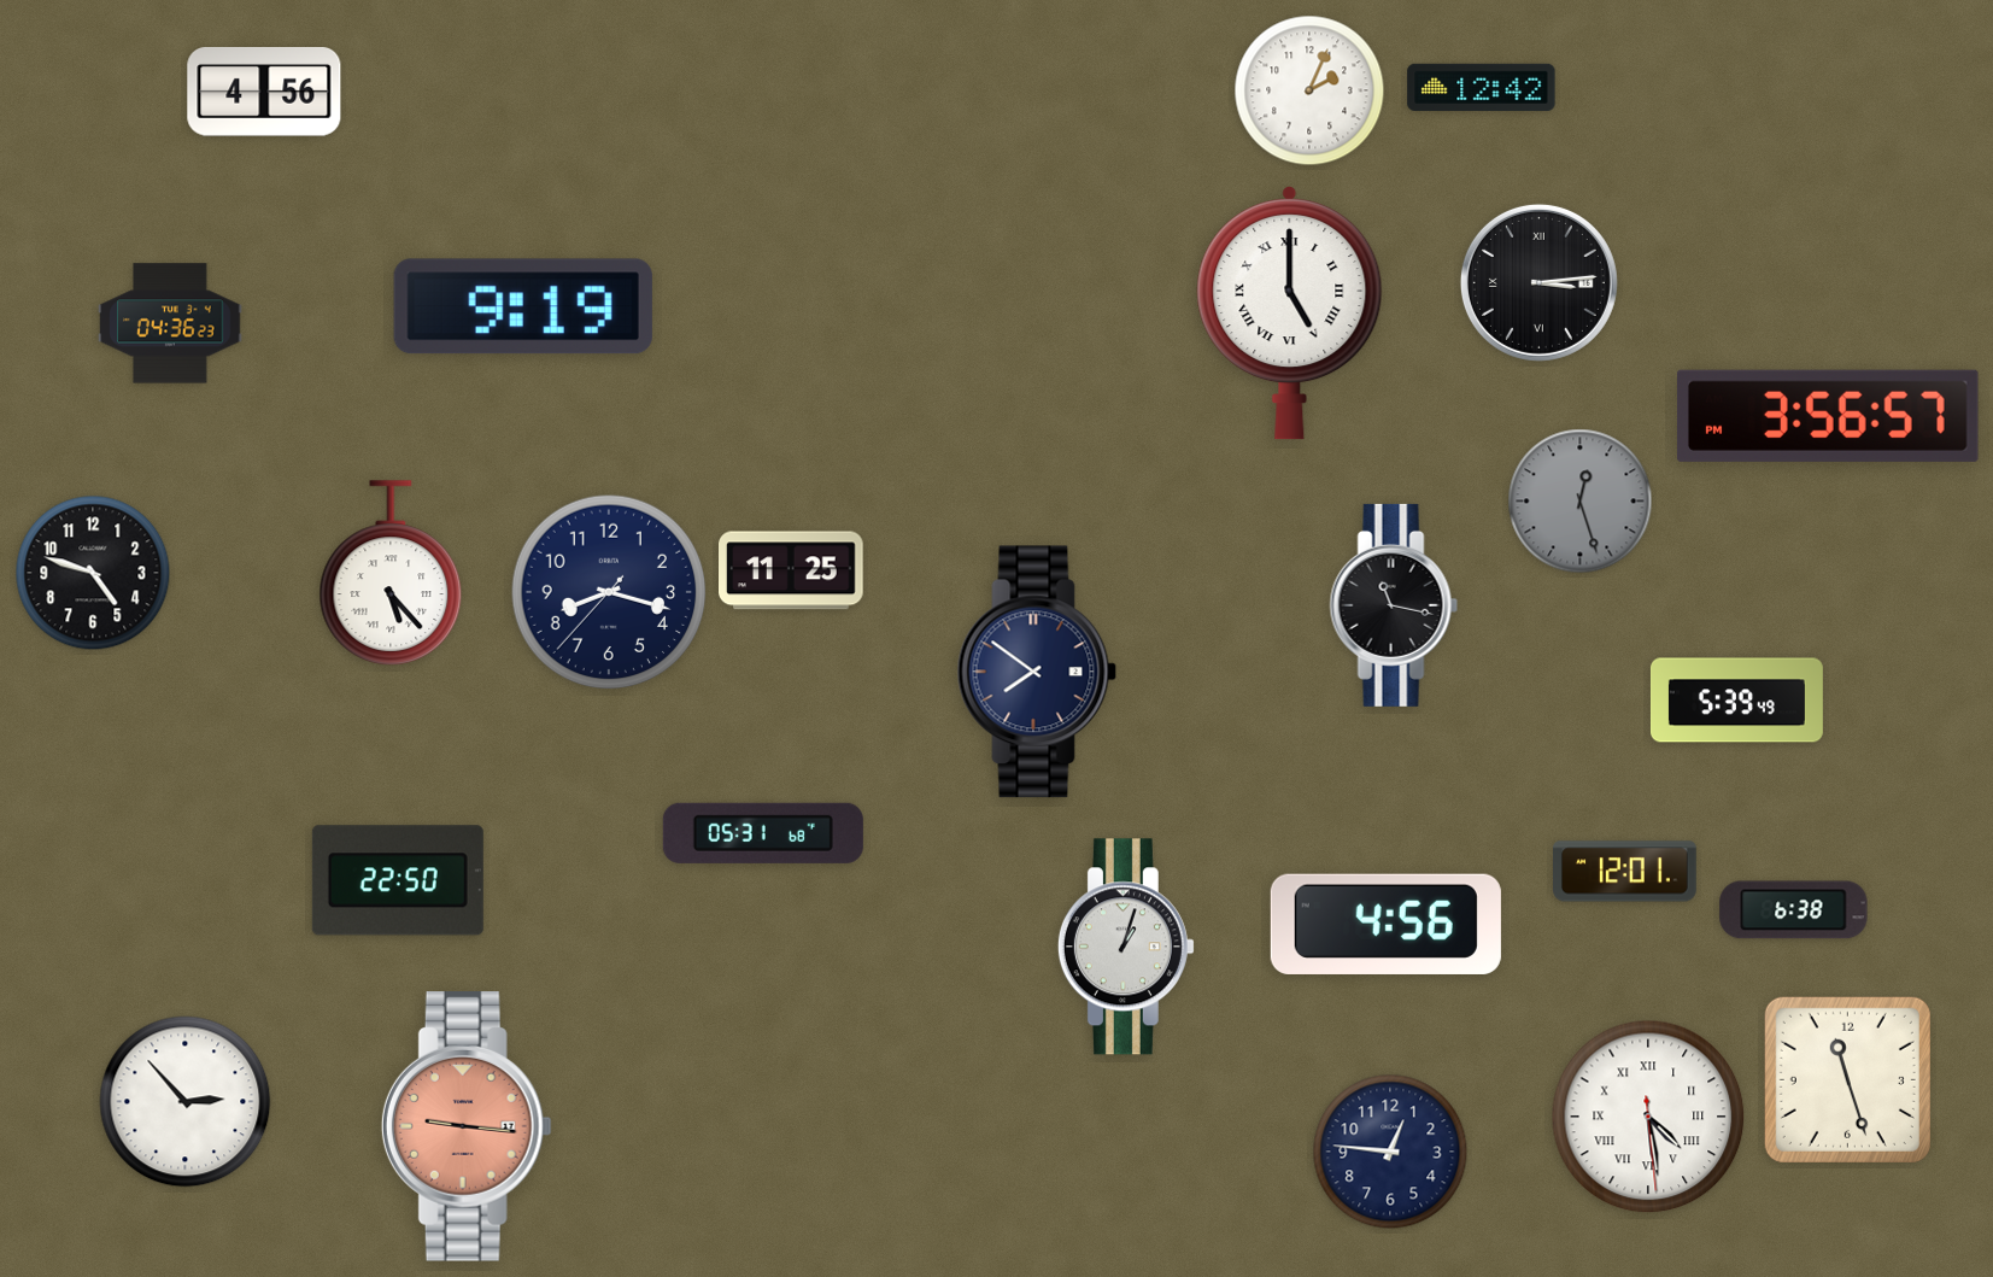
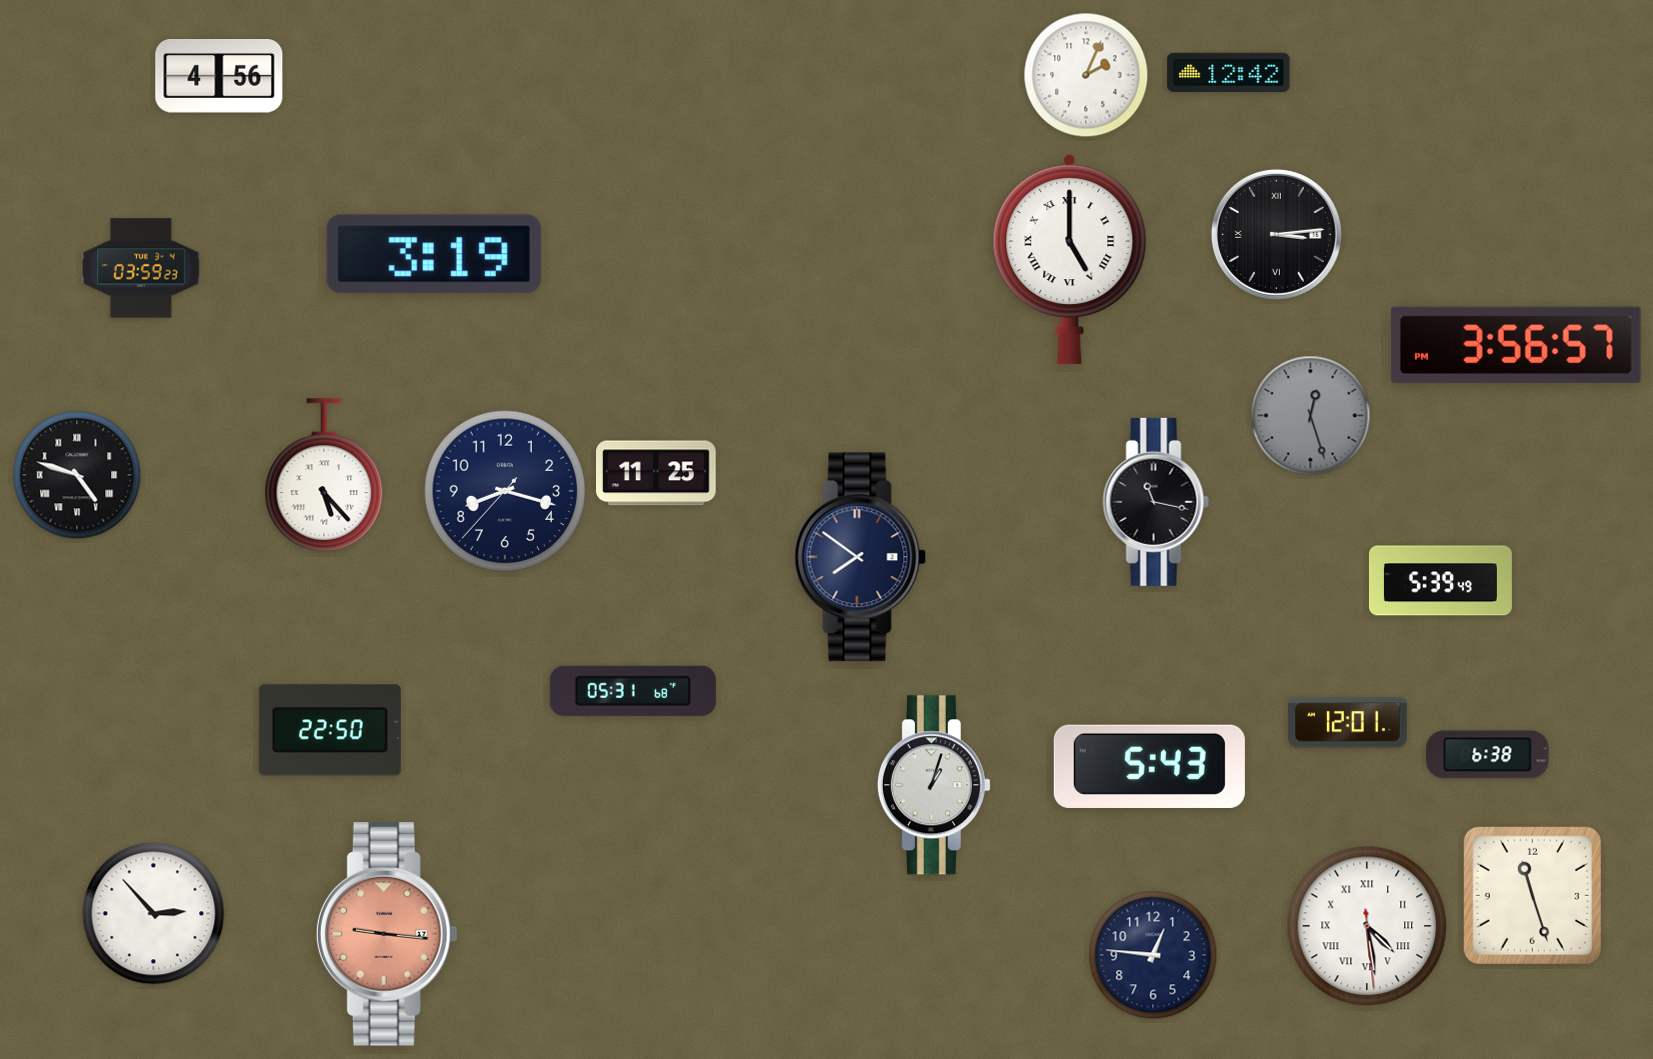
clock at (523, 306): 9:19 -> 3:19
clock at (170, 323): 04:36 -> 03:59
clock at (93, 573) numerals: Arabic -> Roman
clock at (1385, 924): 4:56 -> 5:43
